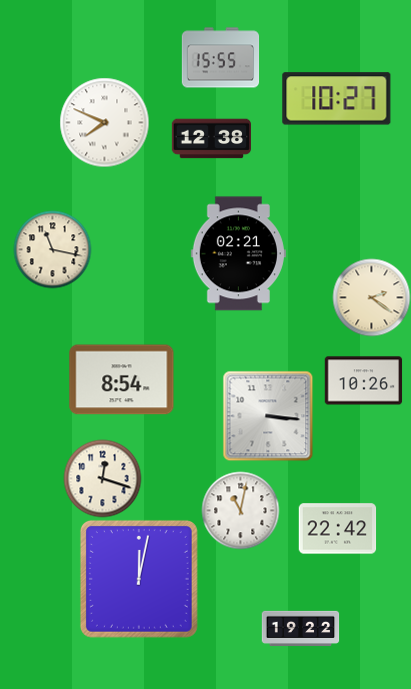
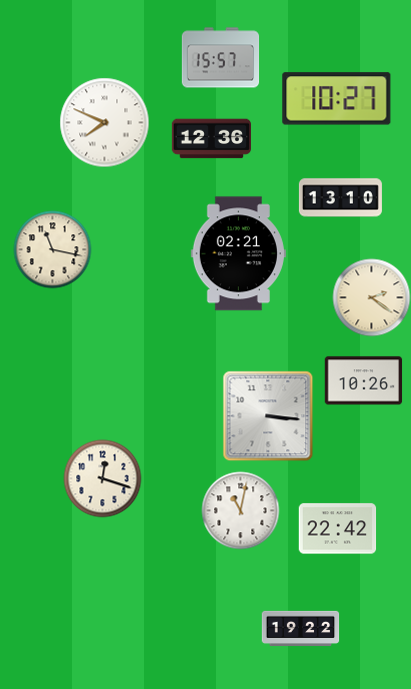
clock at (220, 58): 15:55 -> 15:57
clock at (211, 139): 12:38 -> 12:36
clock at (340, 198): none -> 13:10
clock at (122, 380): 8:54 -> none
clock at (139, 579): 12:02 -> none
